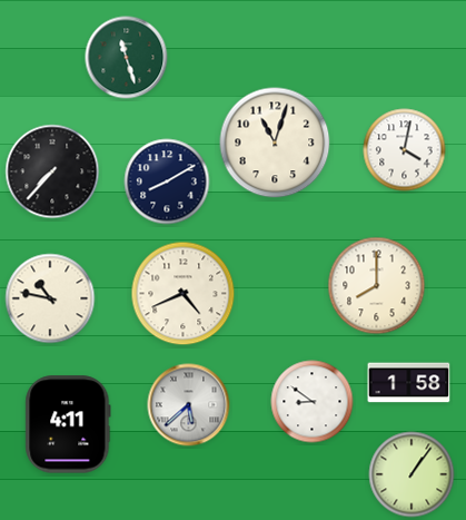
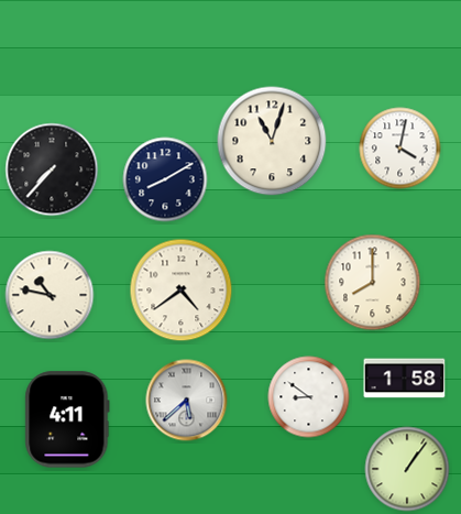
clock at (127, 58): 11:27 -> none
clock at (184, 294): 4:41 -> 4:39
